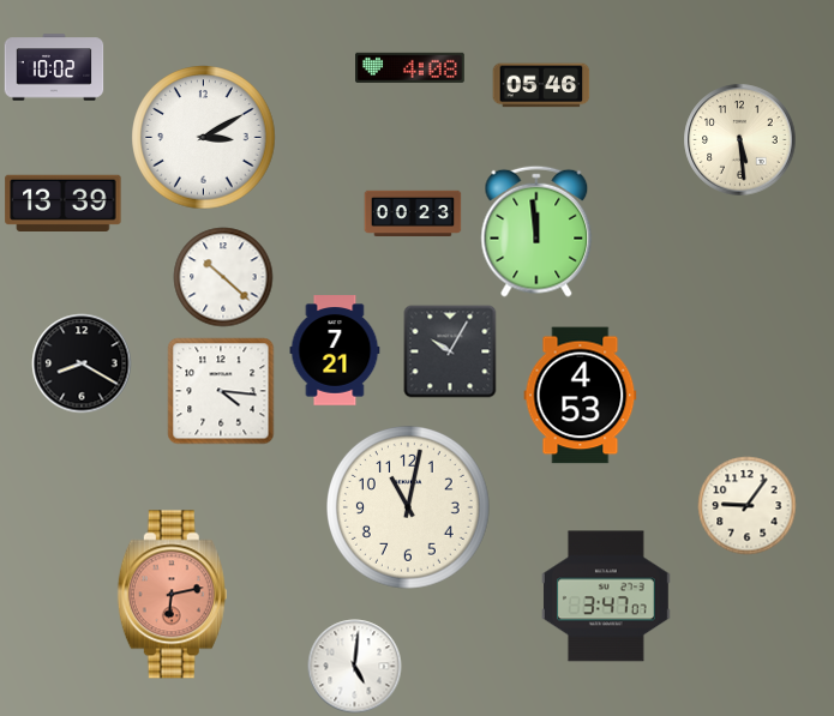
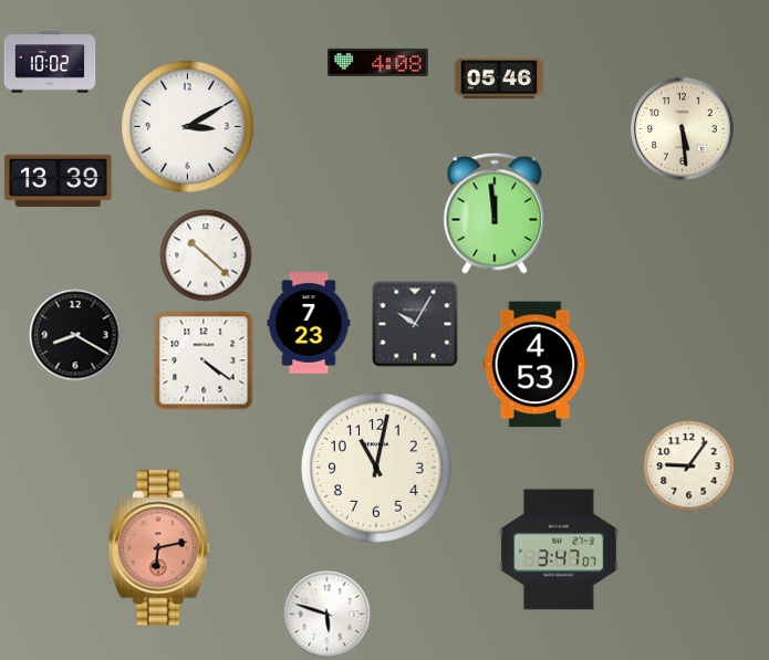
clock at (64, 203) position: (64, 203) -> (59, 180)
clock at (413, 213): 00:23 -> none
clock at (335, 350): 7:21 -> 7:23
clock at (221, 391): 4:16 -> 4:21
clock at (355, 667): 5:01 -> 5:48
